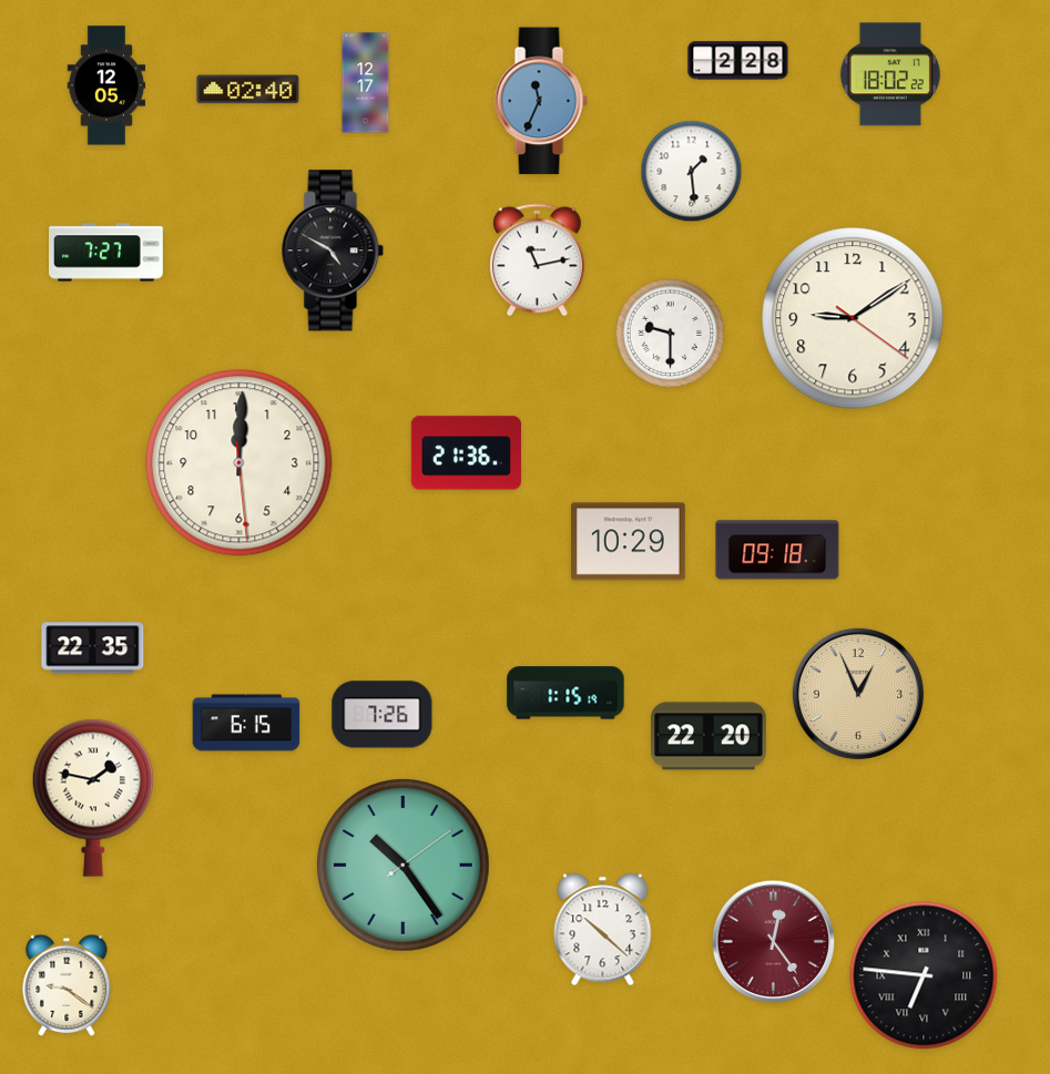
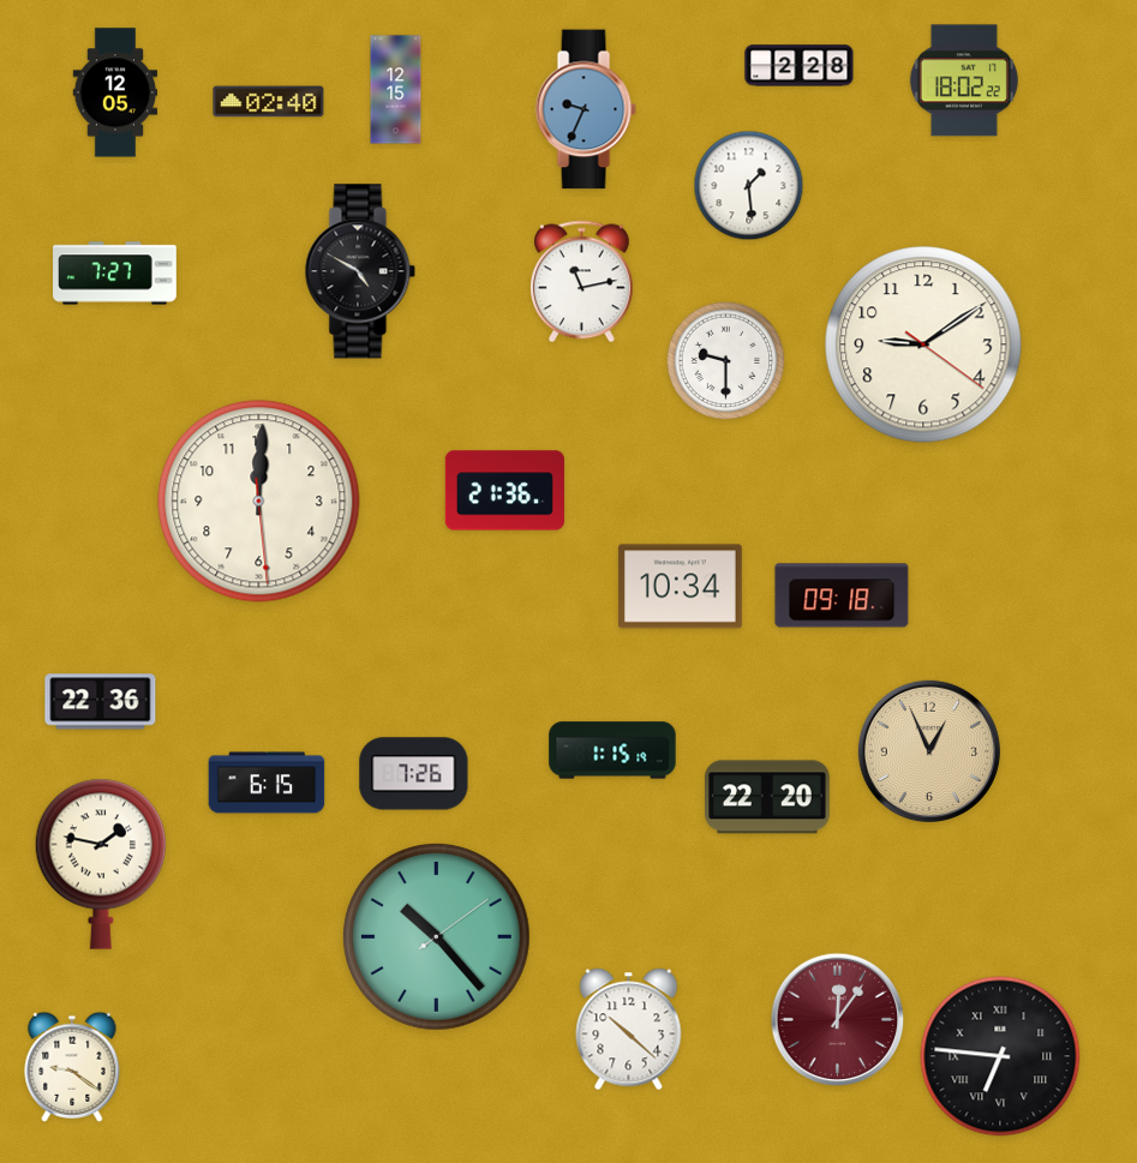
clock at (366, 83): 12:17 -> 12:15
clock at (248, 90) position: (248, 90) -> (269, 102)
clock at (541, 101): 11:34 -> 9:34
clock at (629, 542): 10:29 -> 10:34
clock at (93, 648): 22:35 -> 22:36
clock at (402, 865): 10:24 -> 10:23
clock at (603, 930) position: (603, 930) -> (629, 1030)
clock at (774, 942): 12:24 -> 12:06
